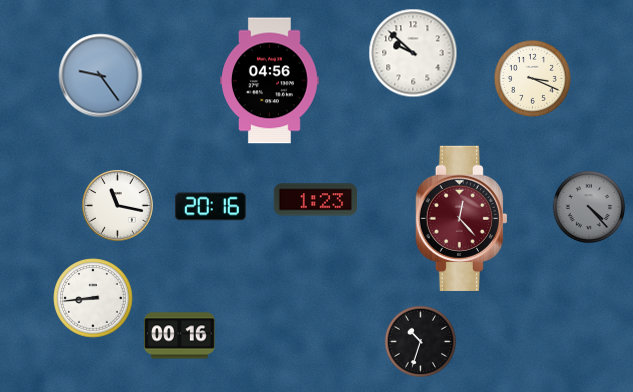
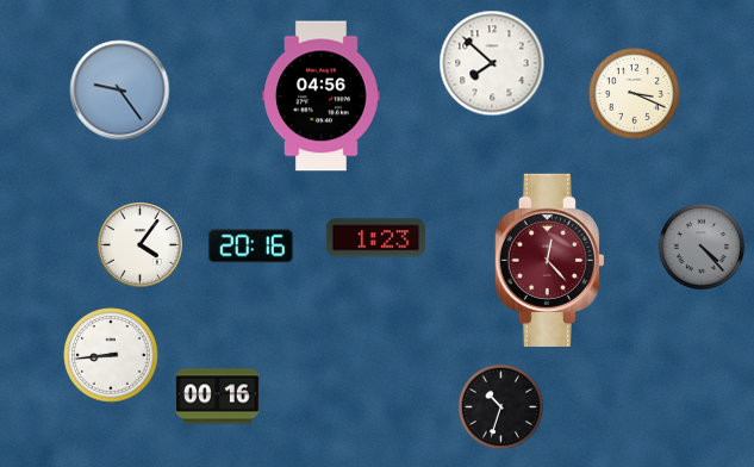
clock at (413, 53): 9:52 -> 7:52
clock at (118, 206): 11:17 -> 4:06
clock at (180, 336) position: (180, 336) -> (218, 397)
